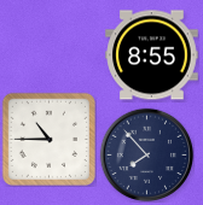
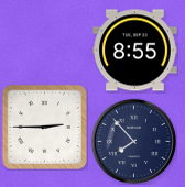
clock at (152, 55) position: (152, 55) -> (135, 51)
clock at (48, 139): 10:45 -> 2:45
